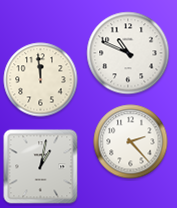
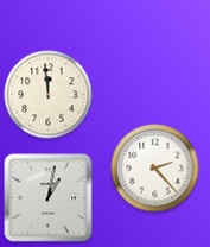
clock at (128, 53): 10:49 -> none
